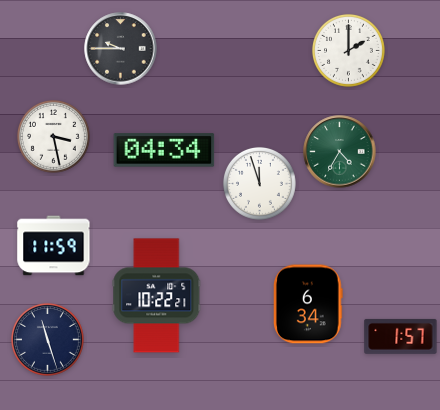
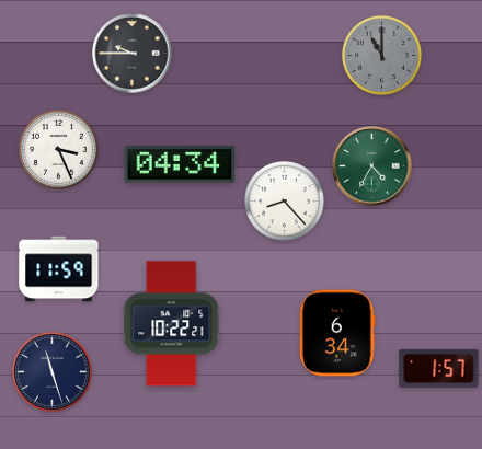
clock at (348, 50): 2:00 -> 11:00
clock at (348, 50) dial: white -> grey
clock at (53, 136): 3:28 -> 3:26
clock at (259, 183): 11:57 -> 8:23
